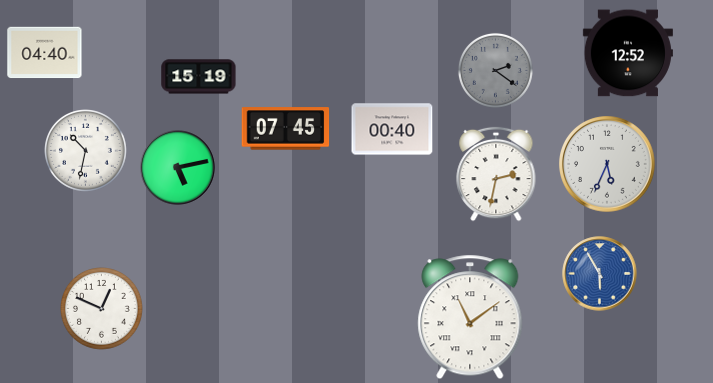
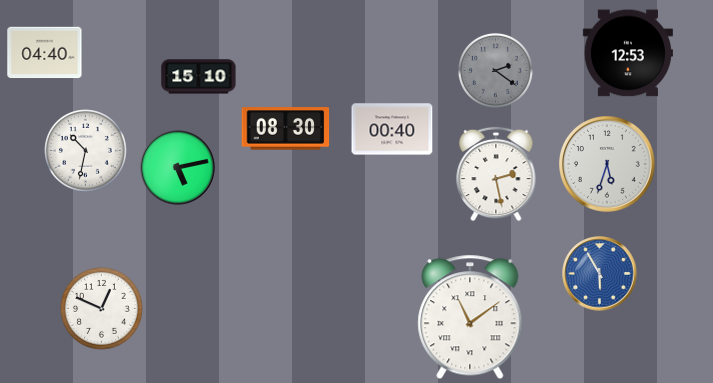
clock at (628, 53): 12:52 -> 12:53
clock at (199, 77): 15:19 -> 15:10
clock at (286, 129): 07:45 -> 08:30
clock at (608, 165): 5:34 -> 5:33
clock at (496, 174): 2:32 -> 2:28
